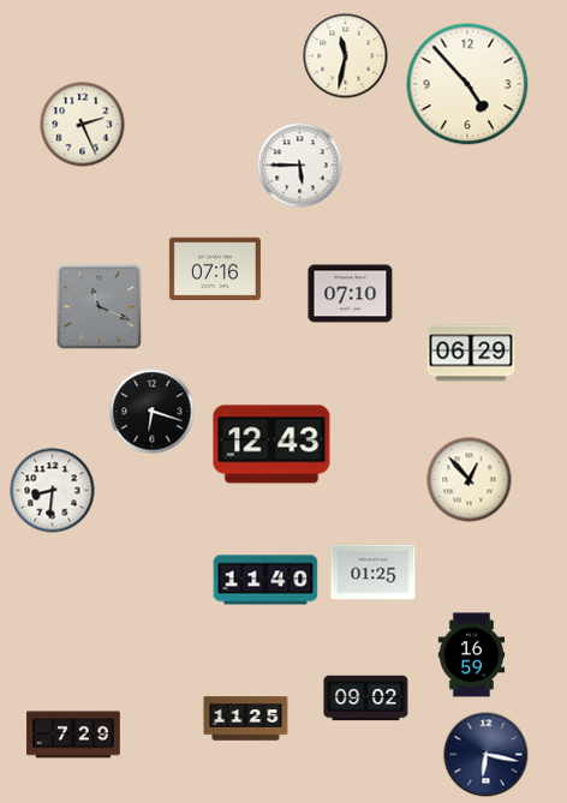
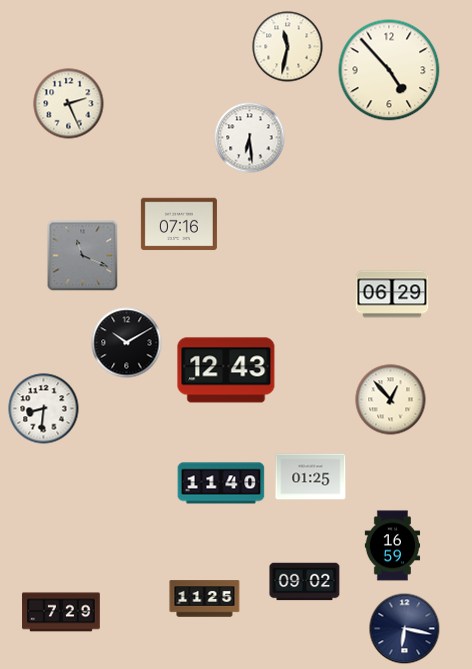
clock at (300, 166): 5:45 -> 6:29
clock at (351, 294): 07:10 -> none
clock at (153, 412): 6:18 -> 10:10
